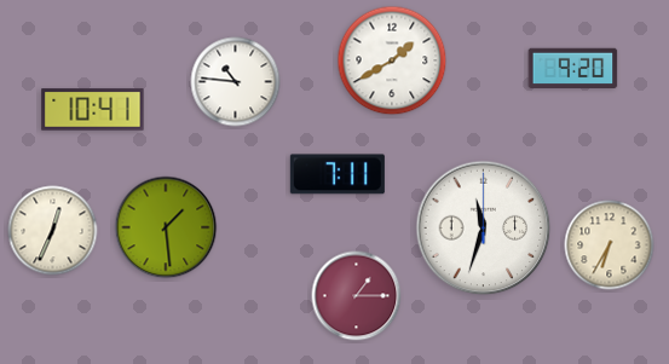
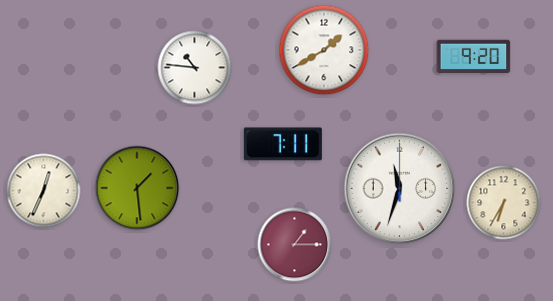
clock at (93, 110): 10:41 -> none
clock at (338, 174) position: (338, 174) -> (283, 144)
